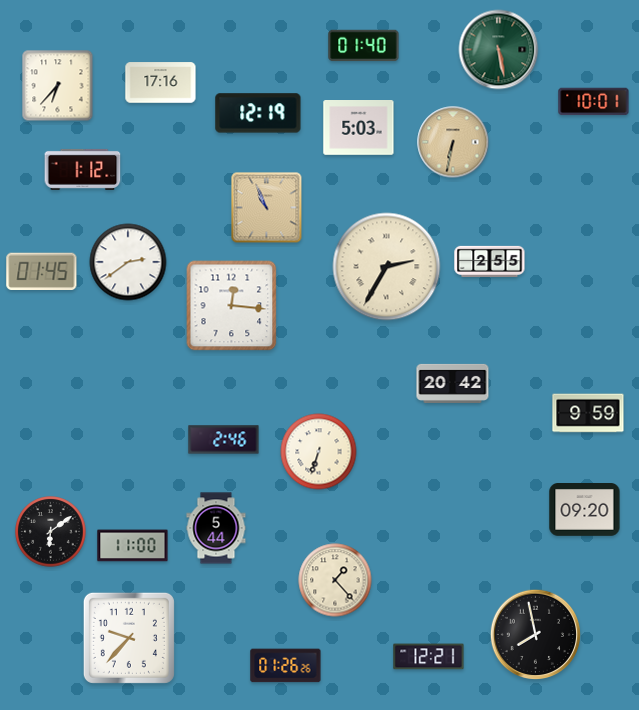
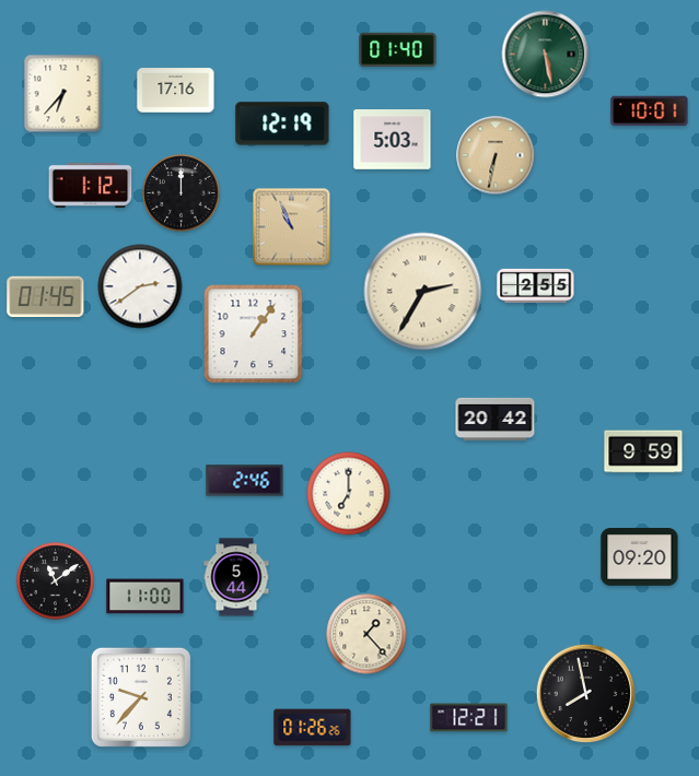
clock at (182, 193): none -> 12:00
clock at (232, 306): 12:16 -> 1:06
clock at (319, 452): 6:33 -> 7:00
clock at (51, 532): 6:09 -> 11:09
